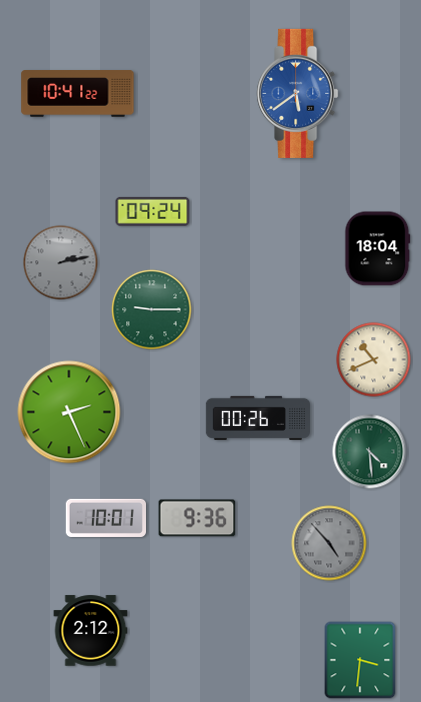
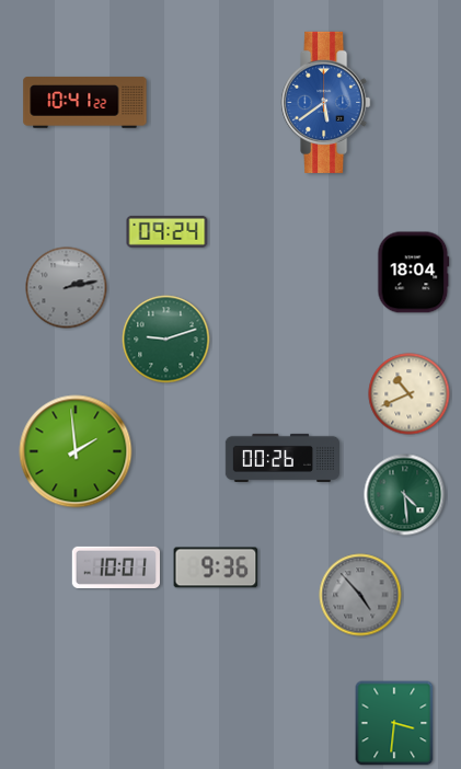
clock at (152, 310): 9:15 -> 9:12
clock at (69, 412): 2:26 -> 1:59
clock at (91, 631): 2:12 -> none
